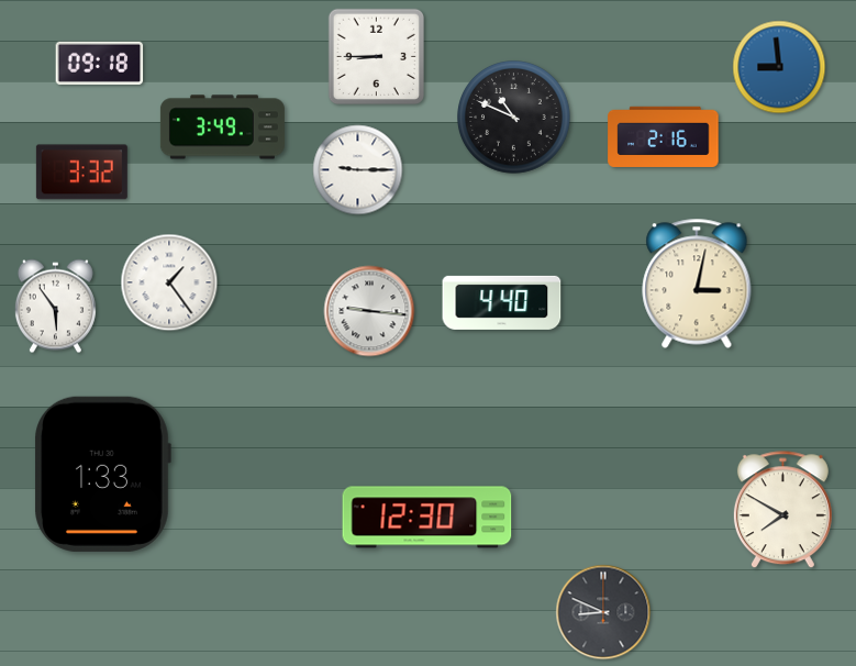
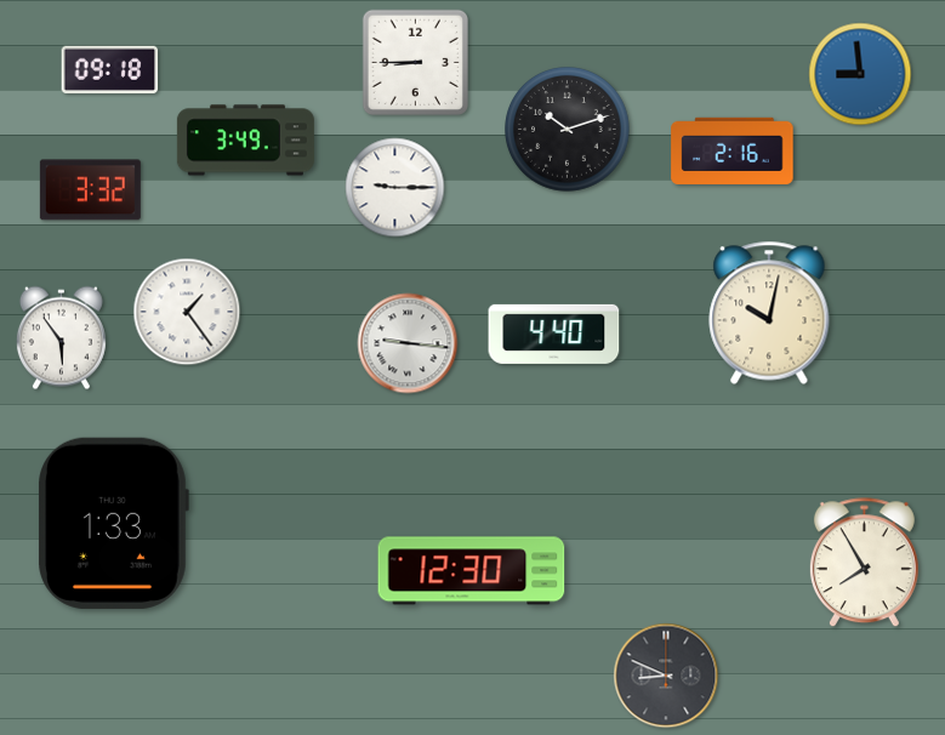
clock at (514, 118): 10:49 -> 10:12
clock at (697, 284): 3:02 -> 10:02
clock at (782, 510): 7:50 -> 7:55
